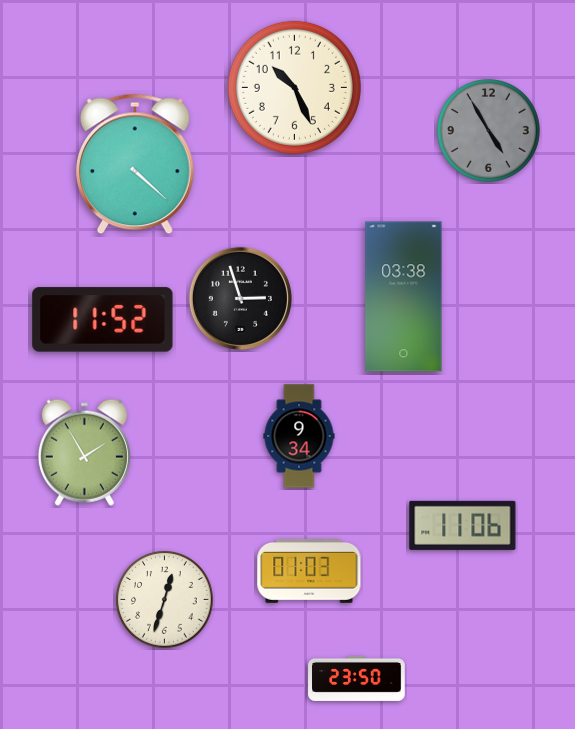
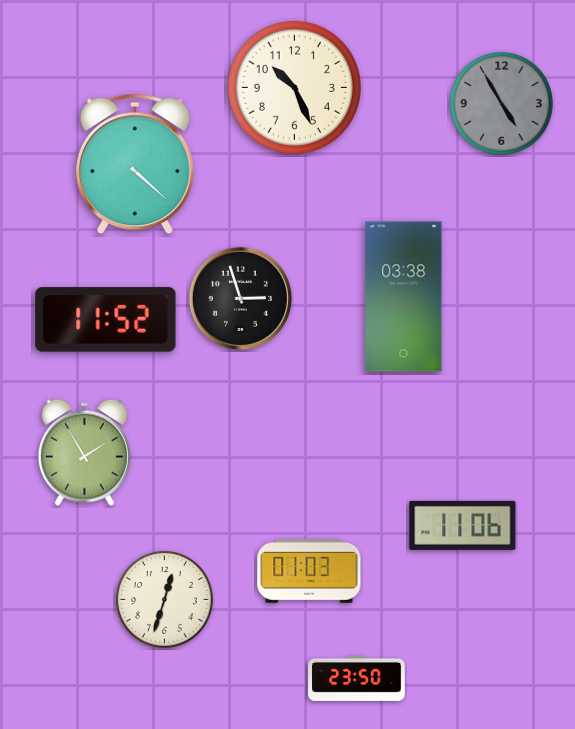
clock at (489, 131) position: (489, 131) -> (502, 104)
clock at (103, 320) position: (103, 320) -> (106, 320)
clock at (299, 436): 9:34 -> none
